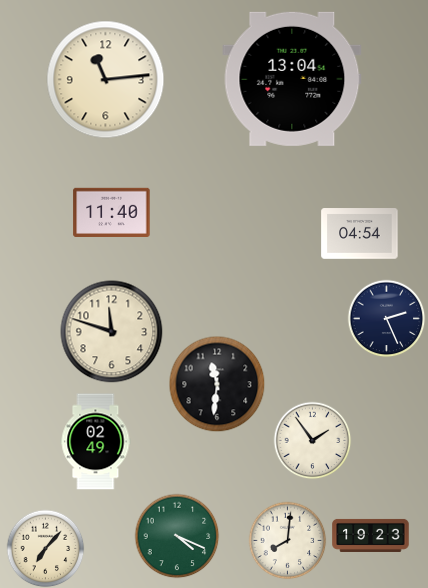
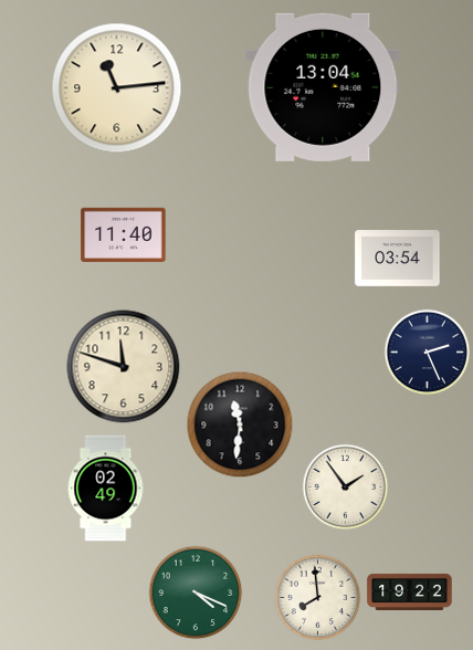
clock at (360, 234): 04:54 -> 03:54
clock at (371, 535): 19:23 -> 19:22
clock at (287, 540): 8:01 -> 7:59
clock at (45, 548): 7:07 -> none
